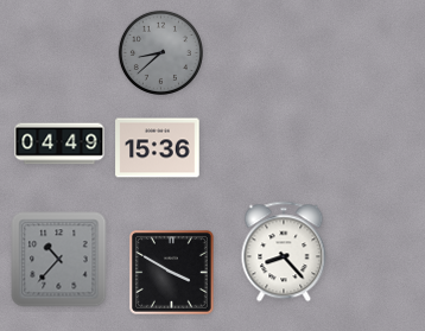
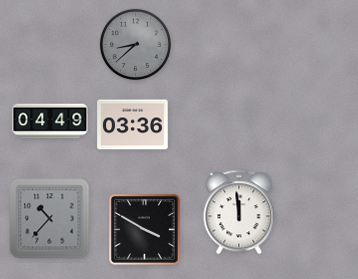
clock at (158, 148): 15:36 -> 03:36
clock at (284, 252): 8:23 -> 11:59
